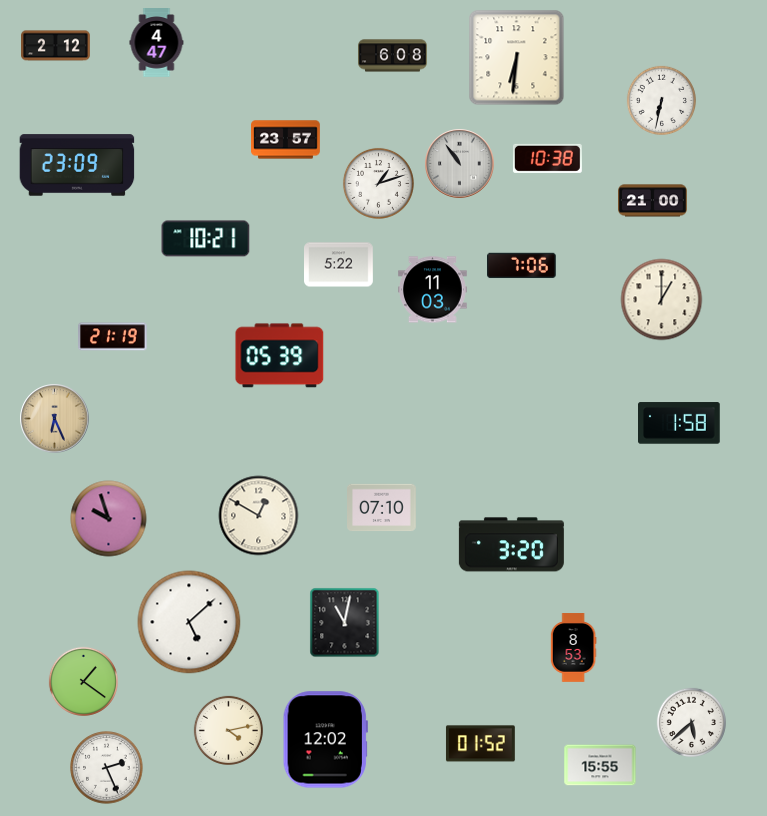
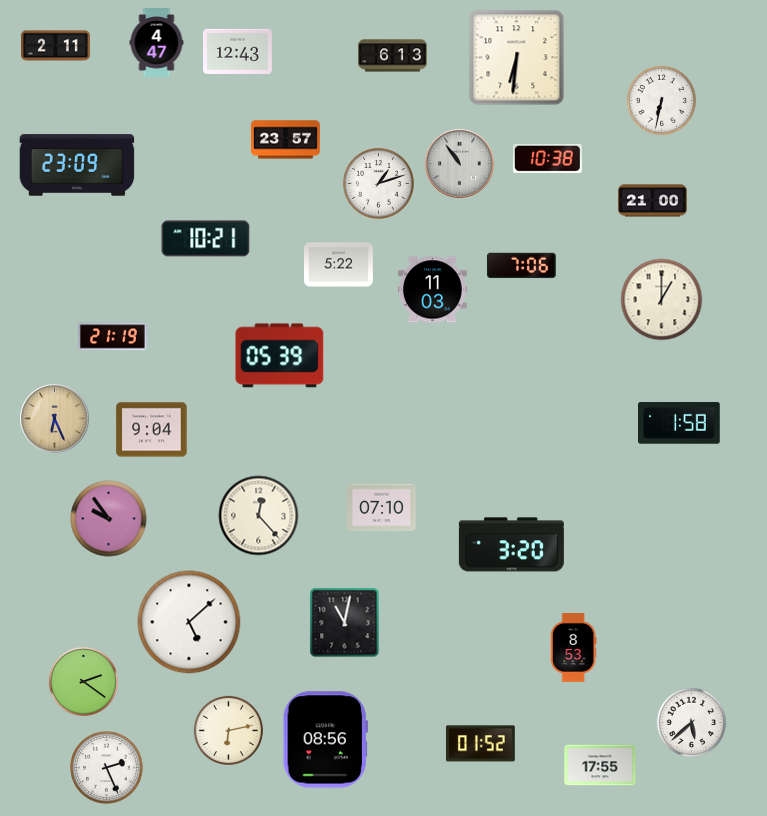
clock at (56, 46): 2:12 -> 2:11
clock at (238, 51): none -> 12:43
clock at (393, 56): 6:08 -> 6:13
clock at (152, 430): none -> 9:04
clock at (259, 516): 12:50 -> 12:23
clock at (109, 519): 9:57 -> 9:54
clock at (83, 681): 1:21 -> 2:21
clock at (228, 730): 4:13 -> 6:13
clock at (325, 740): 12:02 -> 08:56
clock at (600, 765): 15:55 -> 17:55
